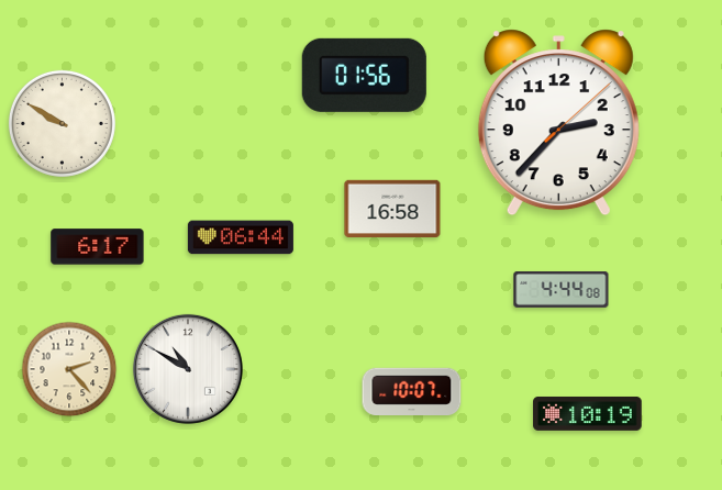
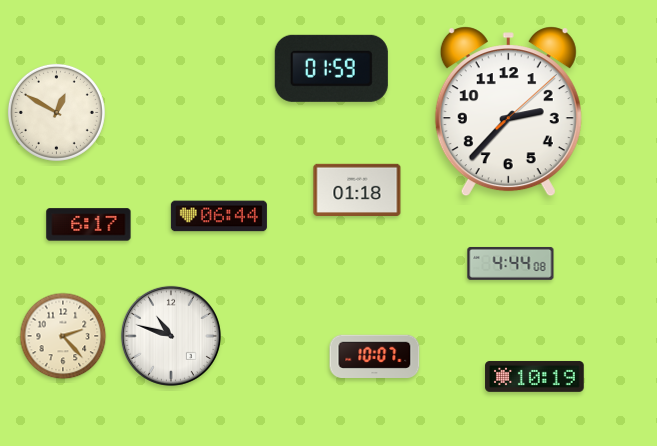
clock at (364, 75): 01:56 -> 01:59
clock at (62, 123): 9:50 -> 12:50
clock at (392, 208): 16:58 -> 01:18
clock at (188, 369): 10:50 -> 10:48
